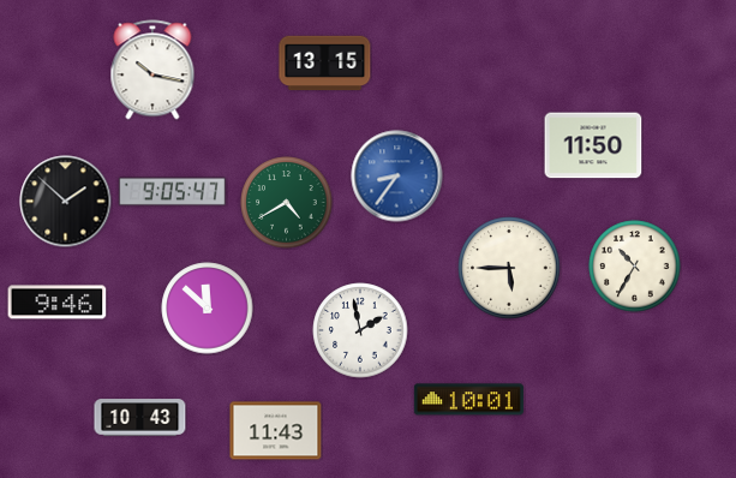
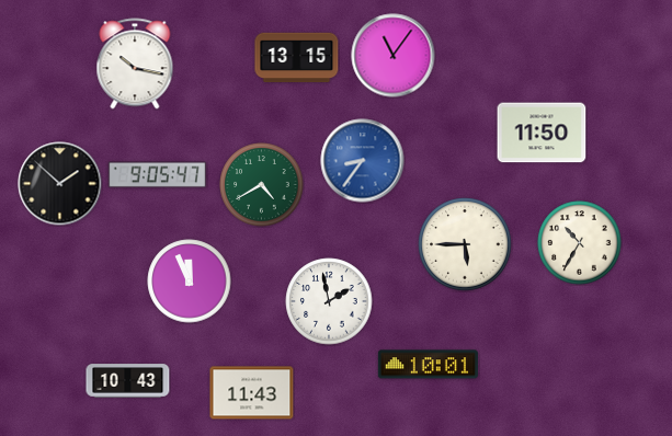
clock at (394, 56): none -> 11:06
clock at (152, 70) position: (152, 70) -> (135, 64)
clock at (58, 303): 9:46 -> none
clock at (208, 309): 11:52 -> 11:56
